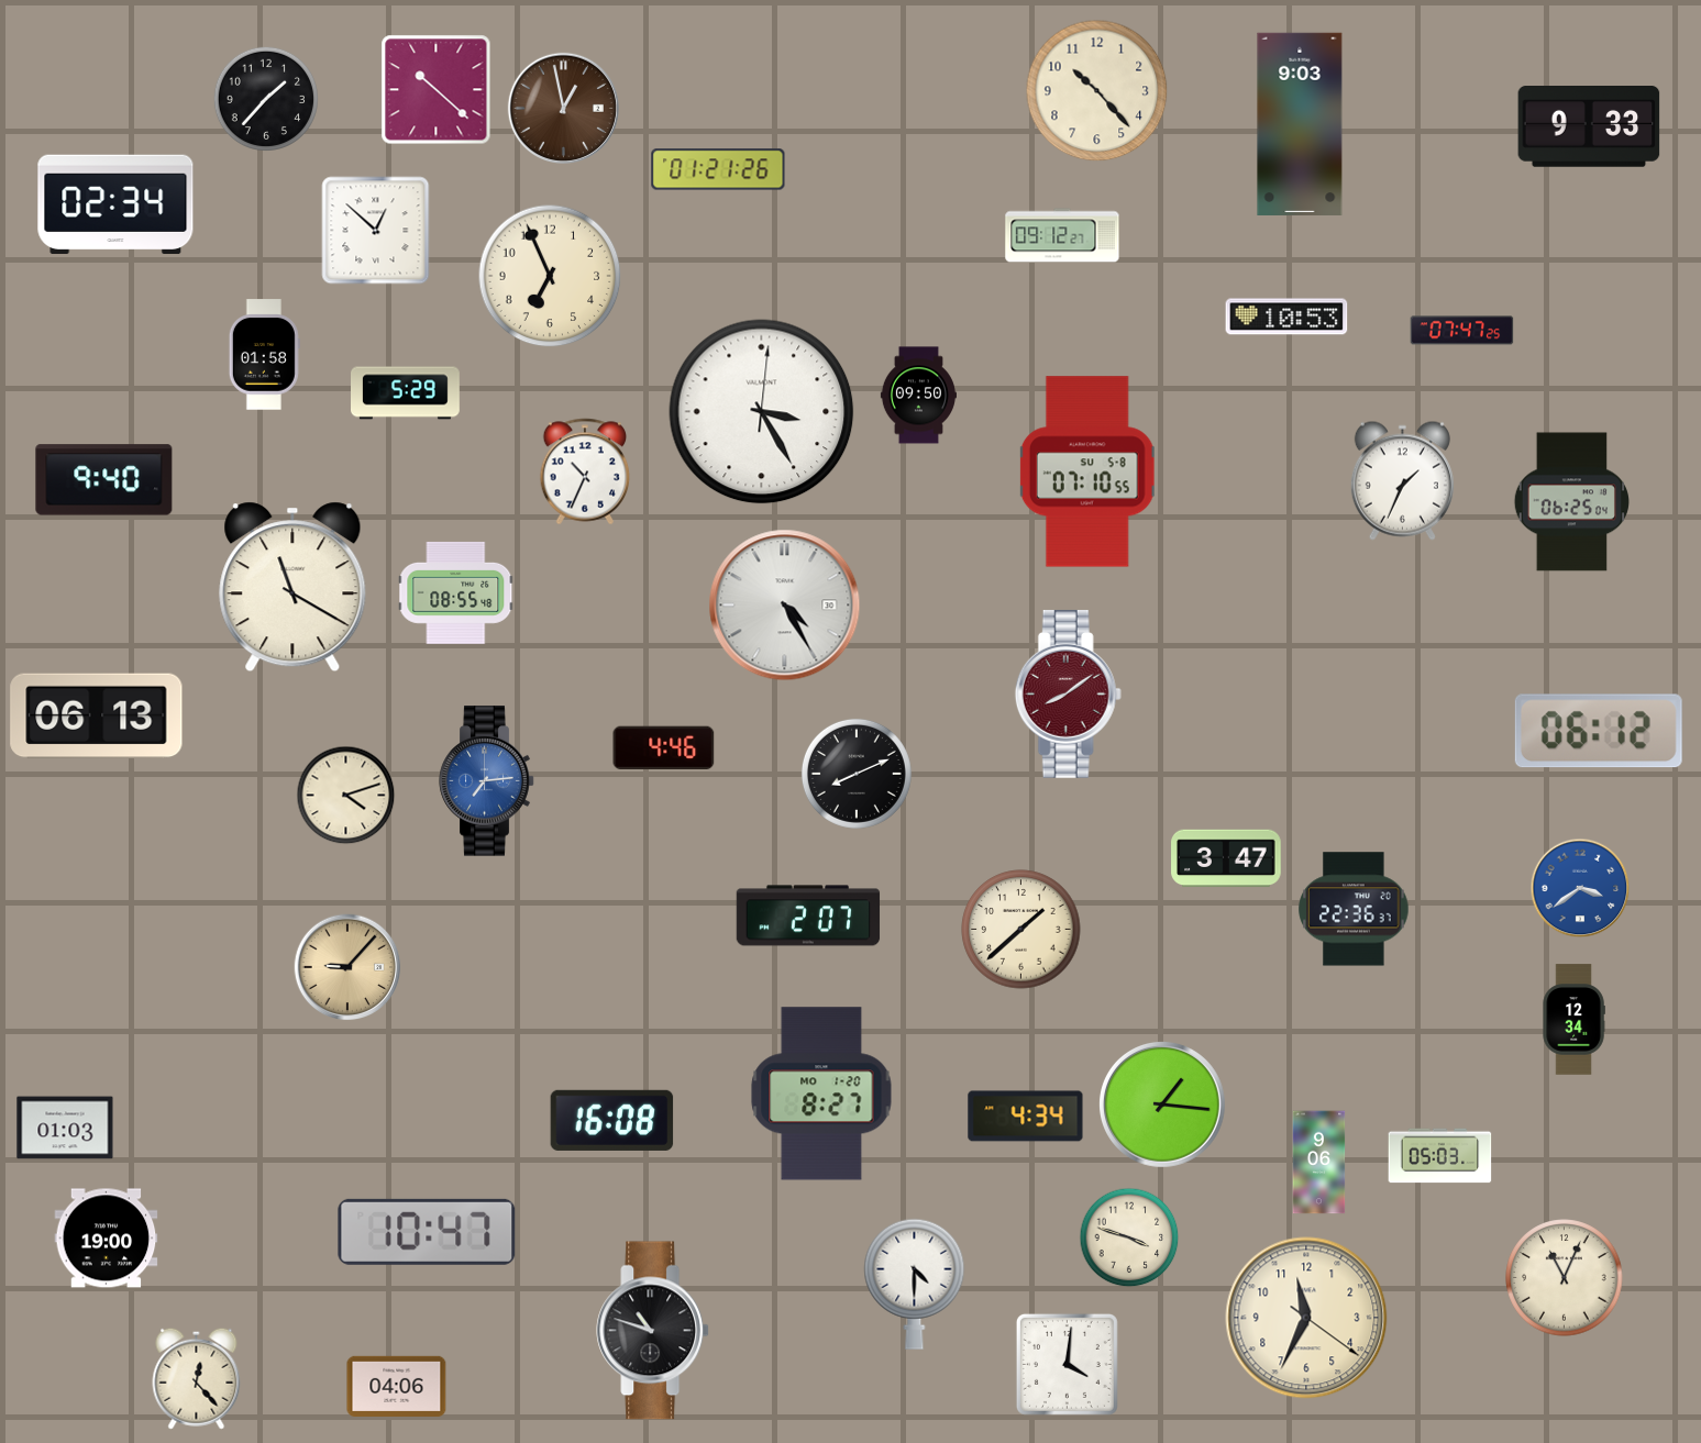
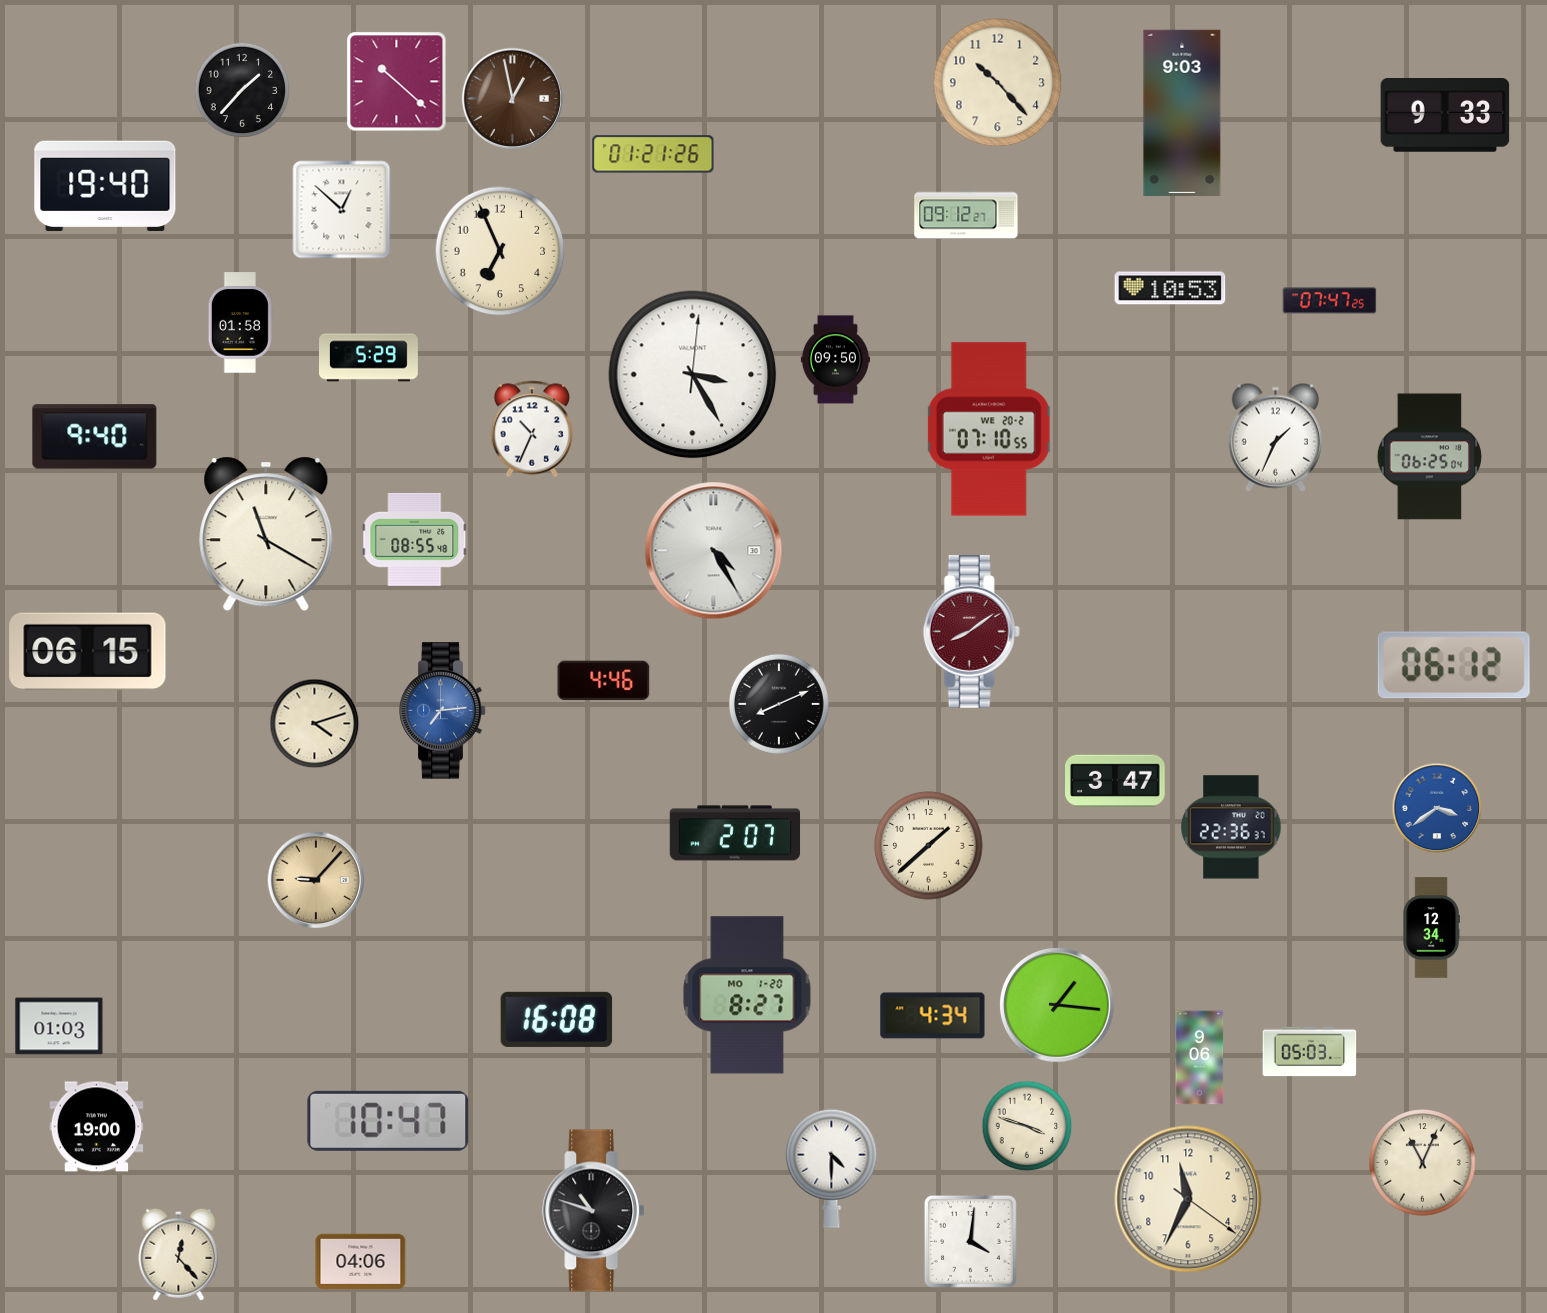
clock at (115, 204): 02:34 -> 19:40
clock at (1087, 471) date: SU 5-8 -> WE 20-2
clock at (97, 717): 06:13 -> 06:15
